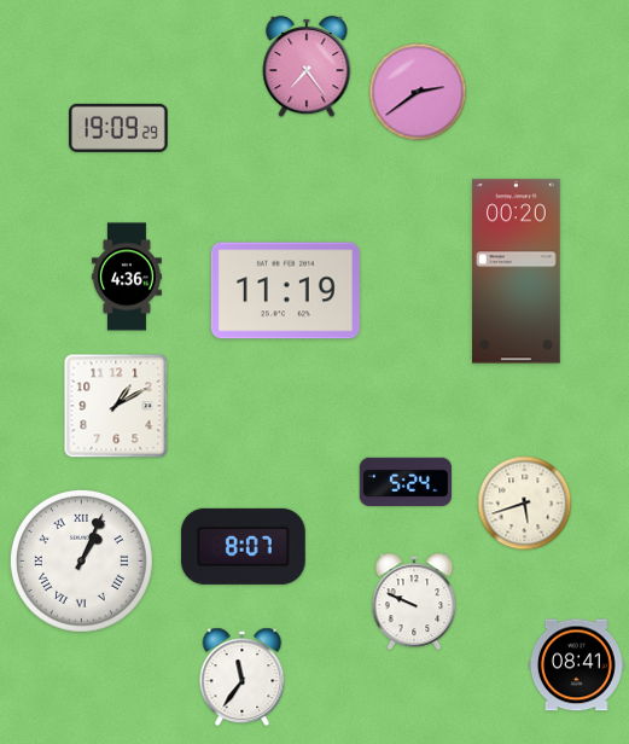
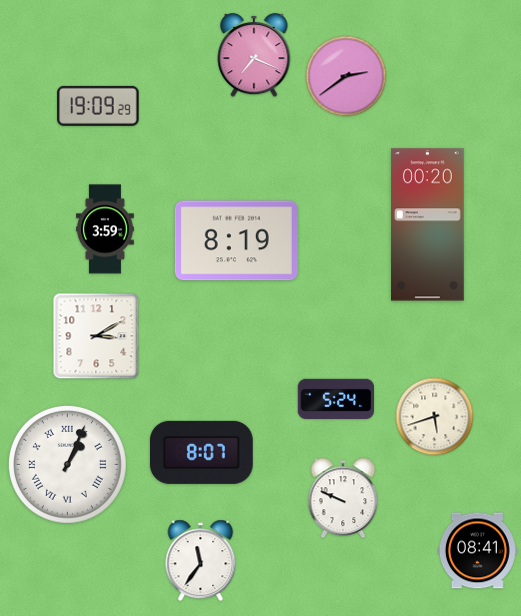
clock at (307, 66): 7:24 -> 7:19
clock at (128, 277): 4:36 -> 3:59
clock at (285, 291): 11:19 -> 8:19
clock at (116, 406): 1:10 -> 3:10
